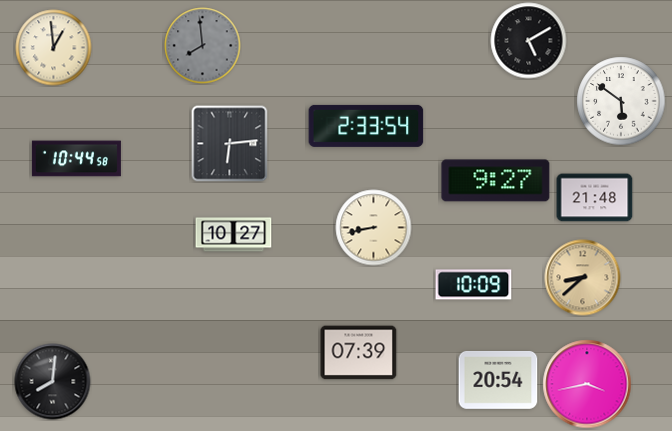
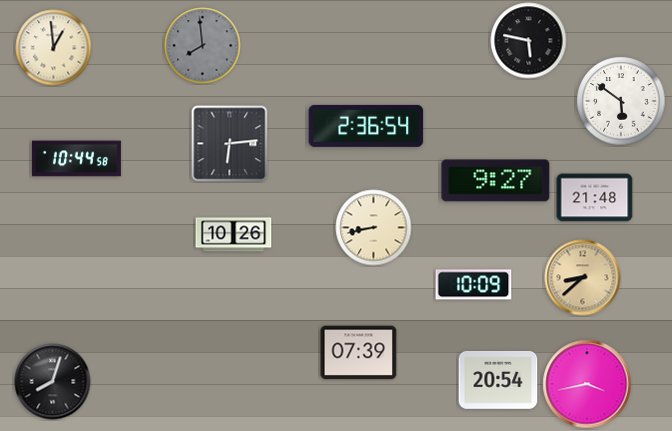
clock at (529, 41): 5:10 -> 5:47
clock at (366, 126): 2:33 -> 2:36
clock at (234, 235): 10:27 -> 10:26
clock at (53, 382): 8:01 -> 8:03
